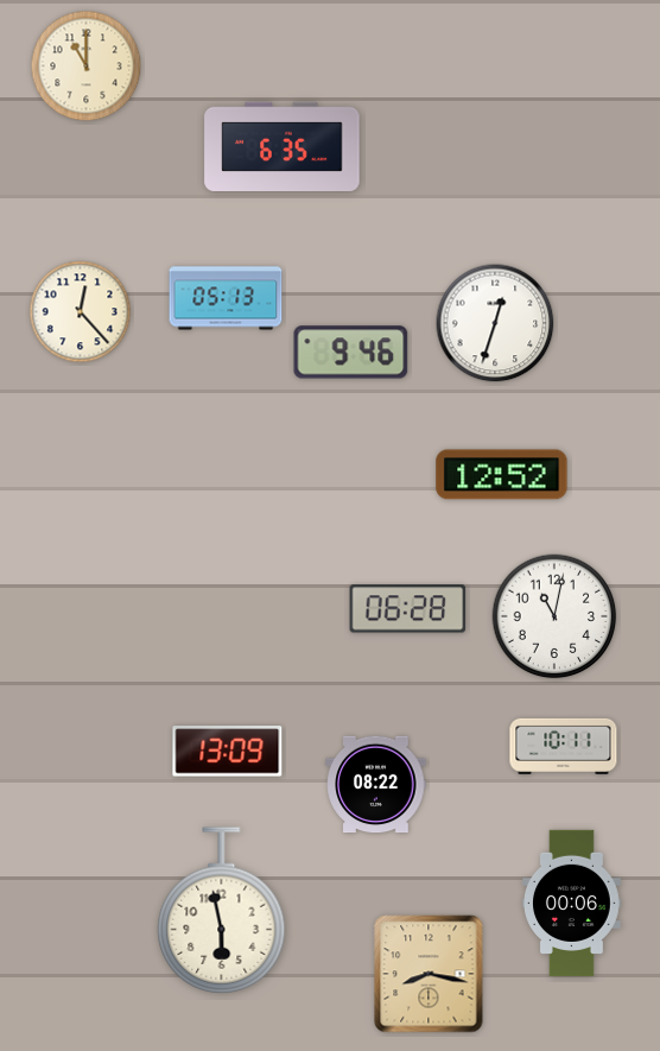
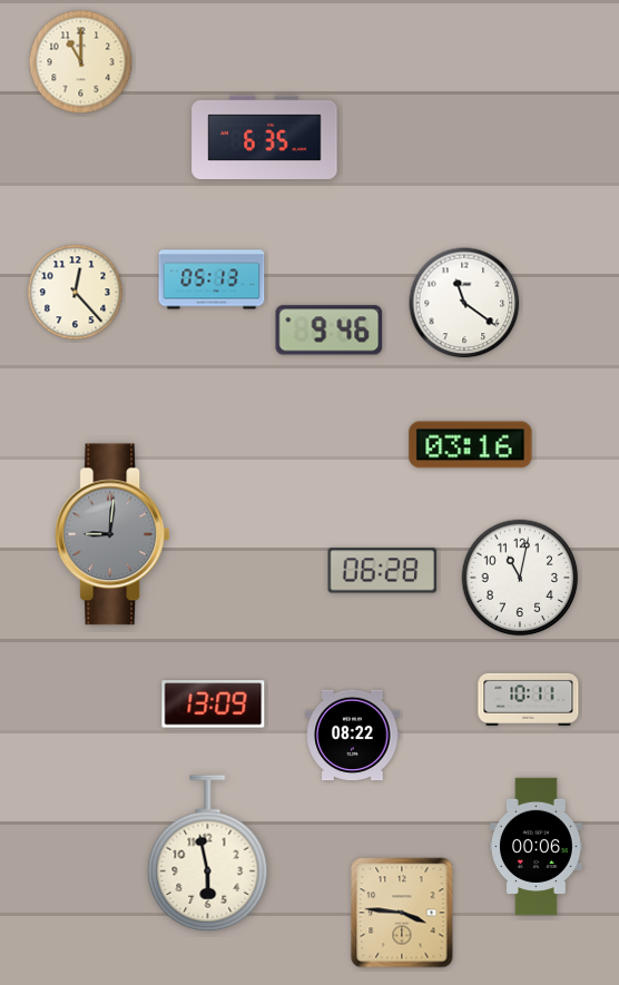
clock at (495, 323): 12:33 -> 11:21
clock at (502, 475): 12:52 -> 03:16
clock at (112, 534): none -> 9:01
clock at (429, 974): 8:17 -> 3:46
